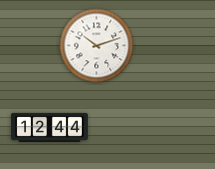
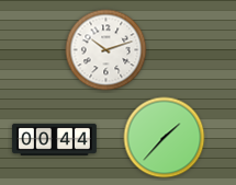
clock at (165, 138): none -> 1:37
clock at (50, 127): 12:44 -> 00:44
